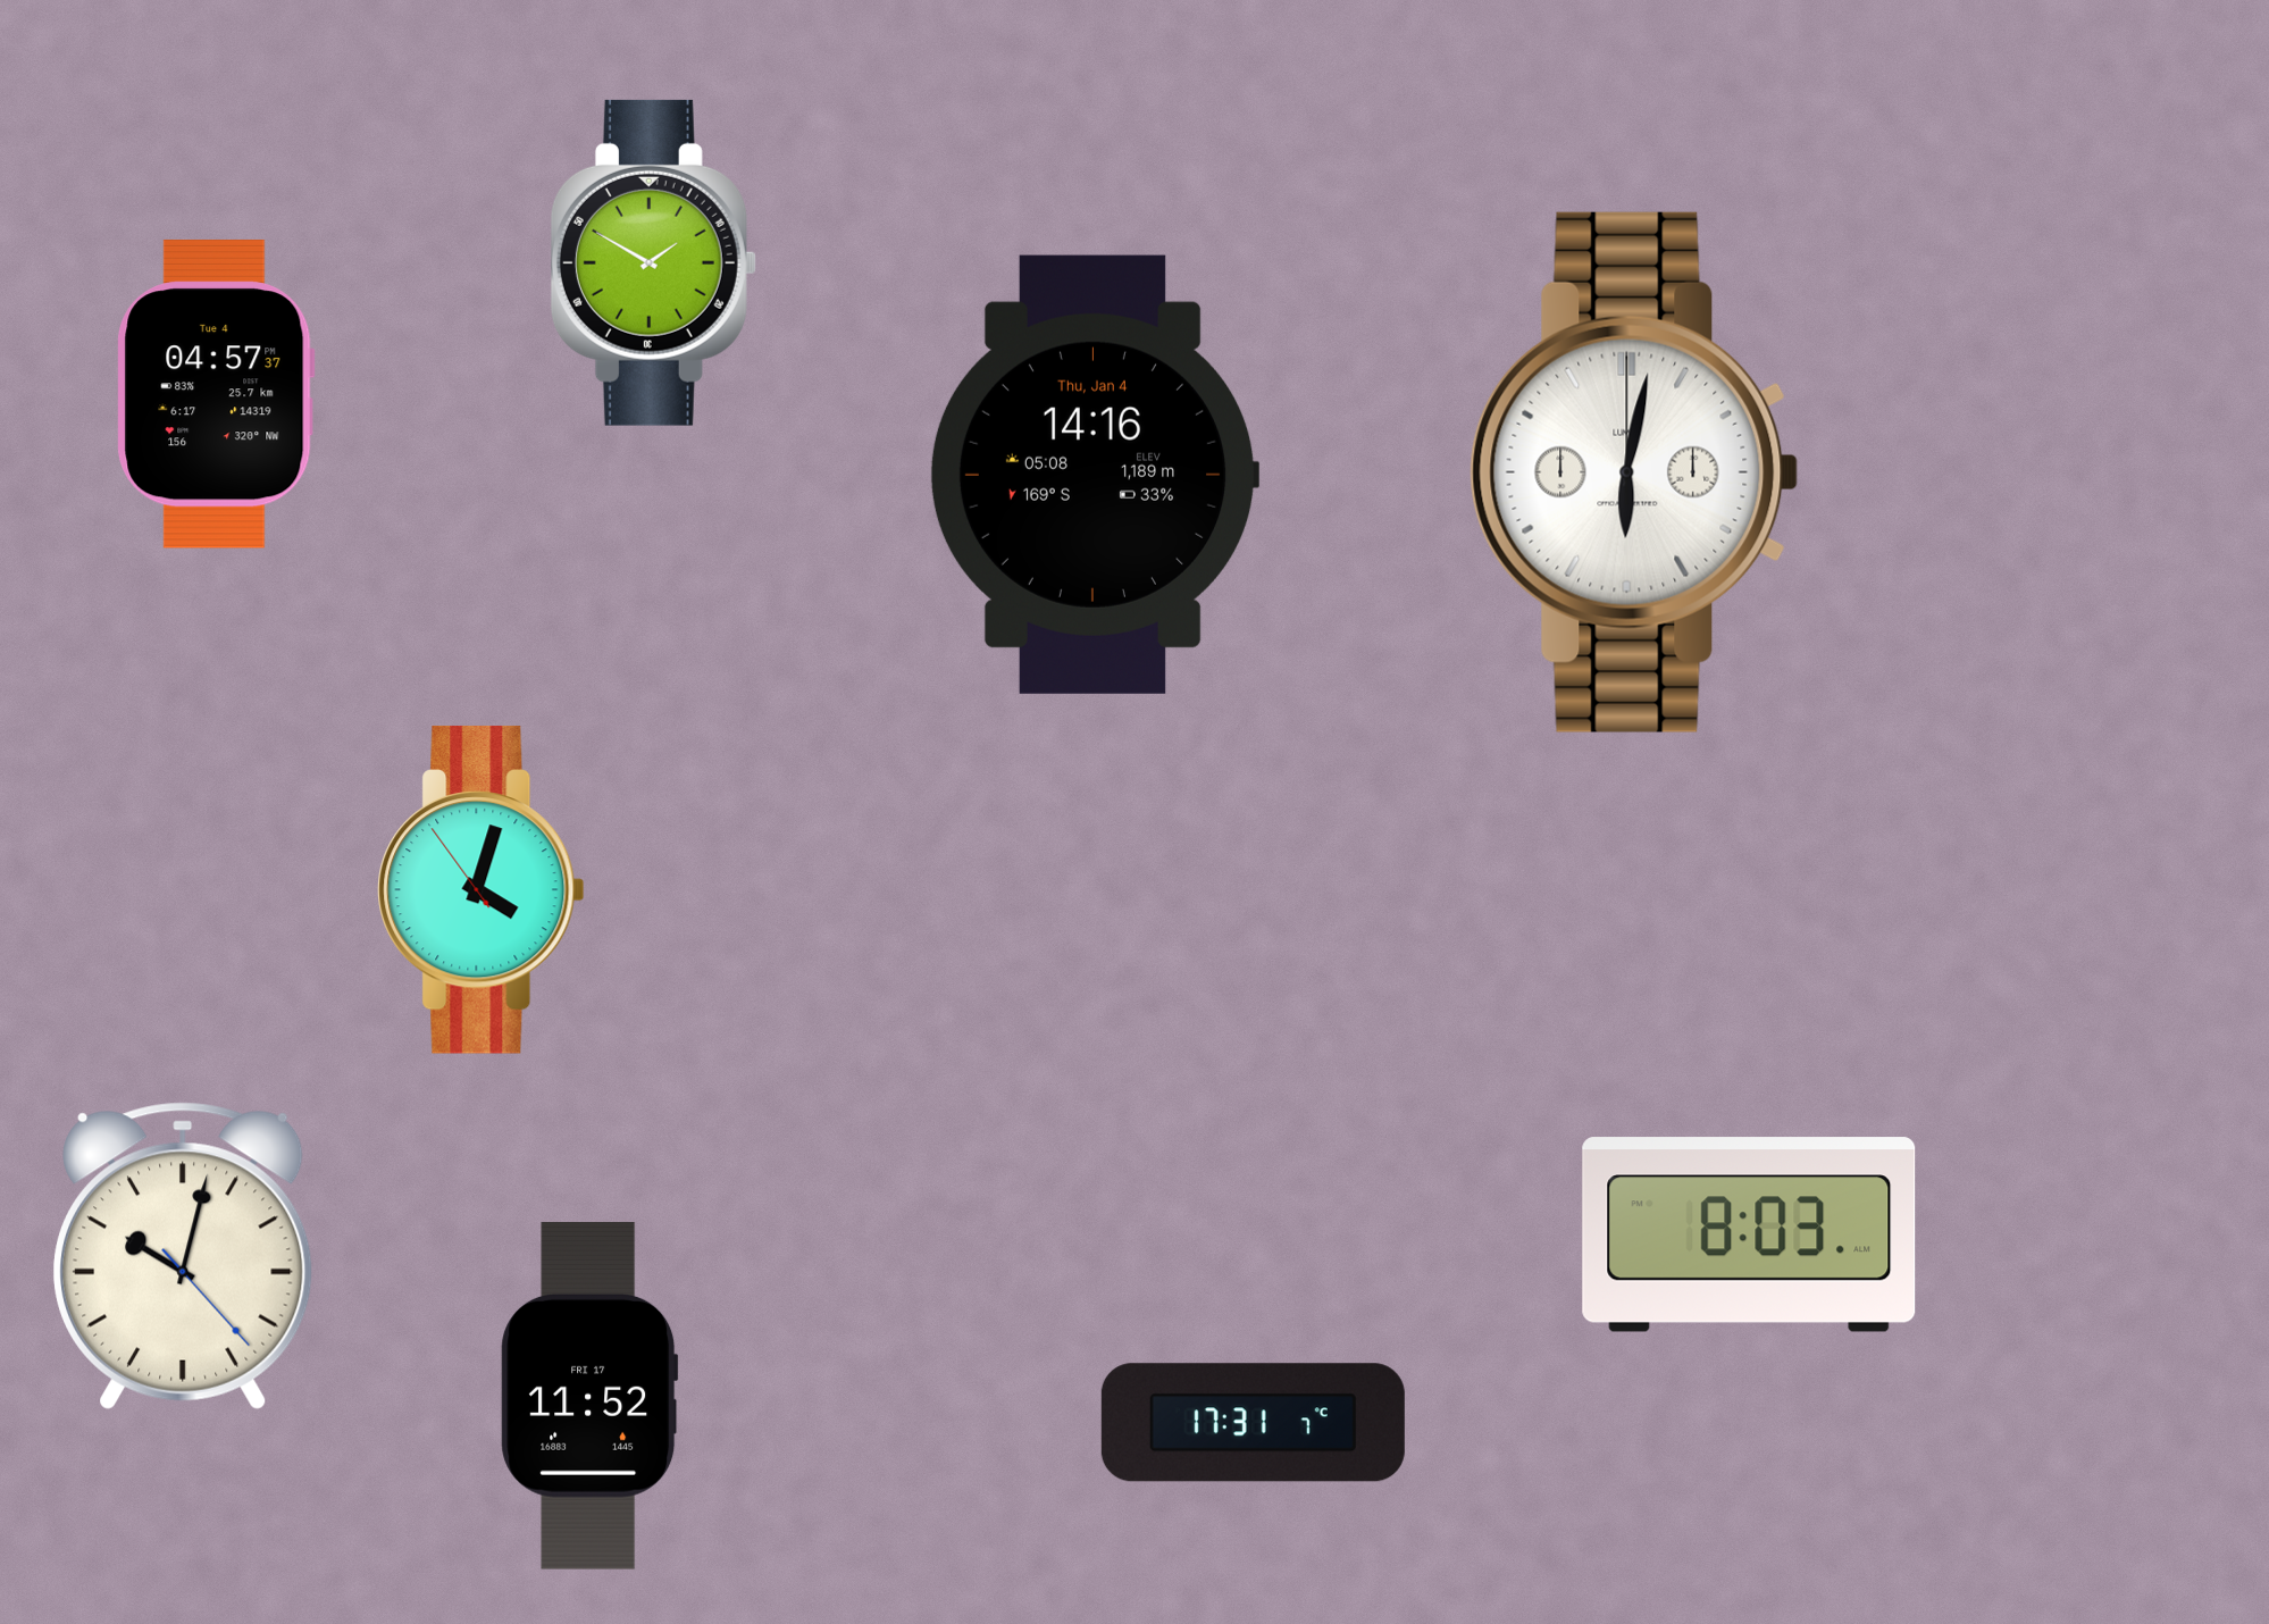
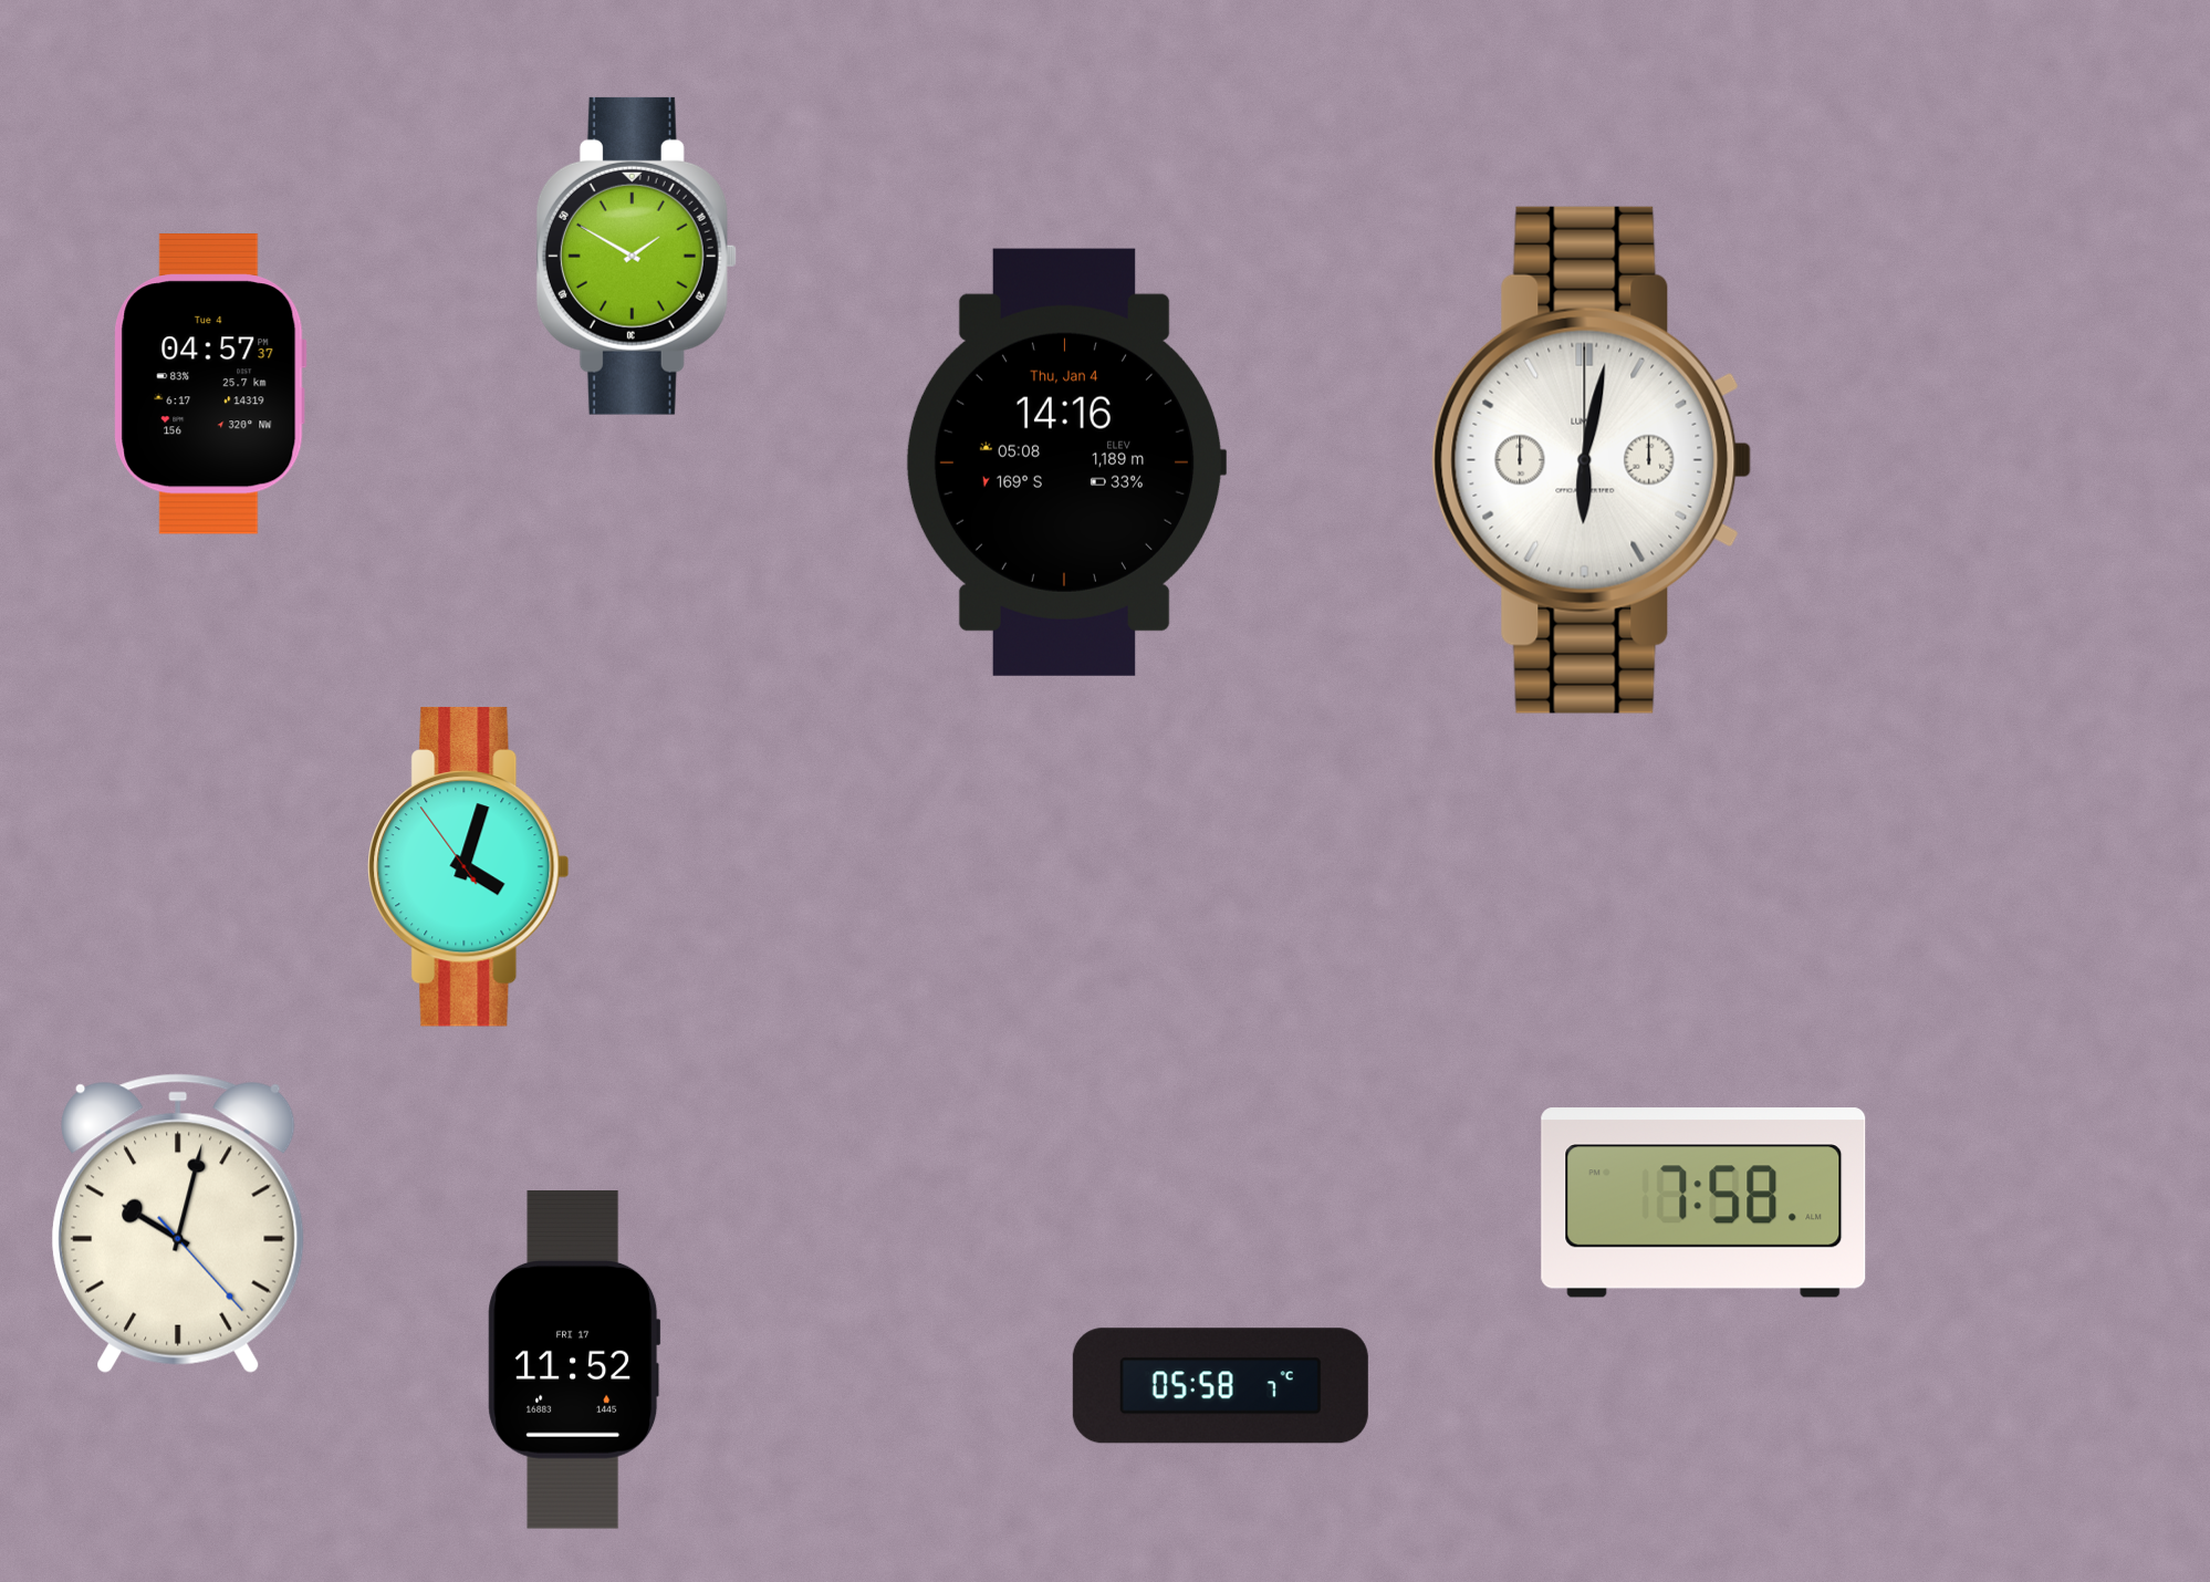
clock at (1749, 1234): 8:03 -> 7:58
clock at (1253, 1423): 17:31 -> 05:58
